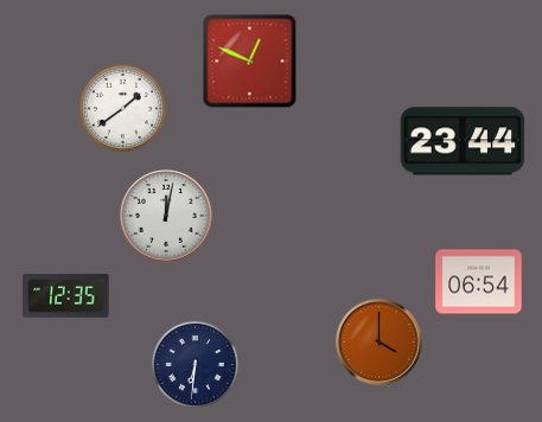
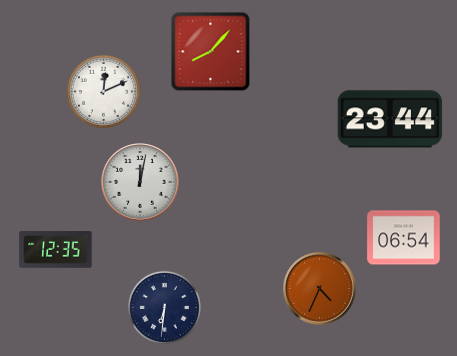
clock at (250, 62): 12:49 -> 8:07
clock at (122, 108): 1:39 -> 12:11
clock at (380, 343): 4:00 -> 4:34
